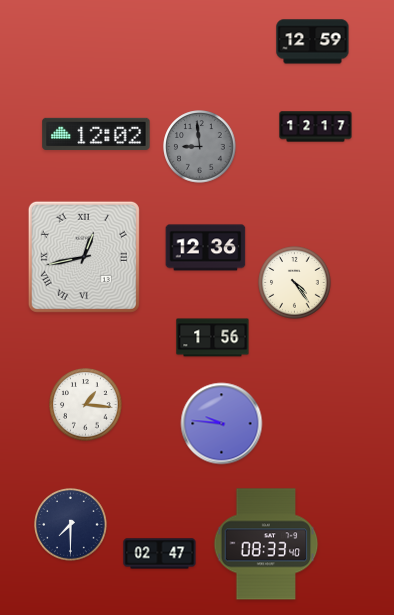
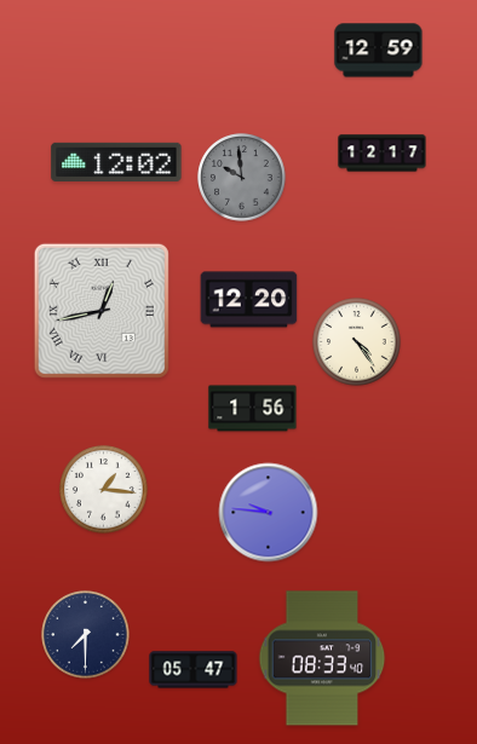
clock at (200, 147): 8:59 -> 9:59
clock at (206, 248): 12:36 -> 12:20
clock at (213, 338) position: (213, 338) -> (253, 409)
clock at (160, 554): 02:47 -> 05:47
